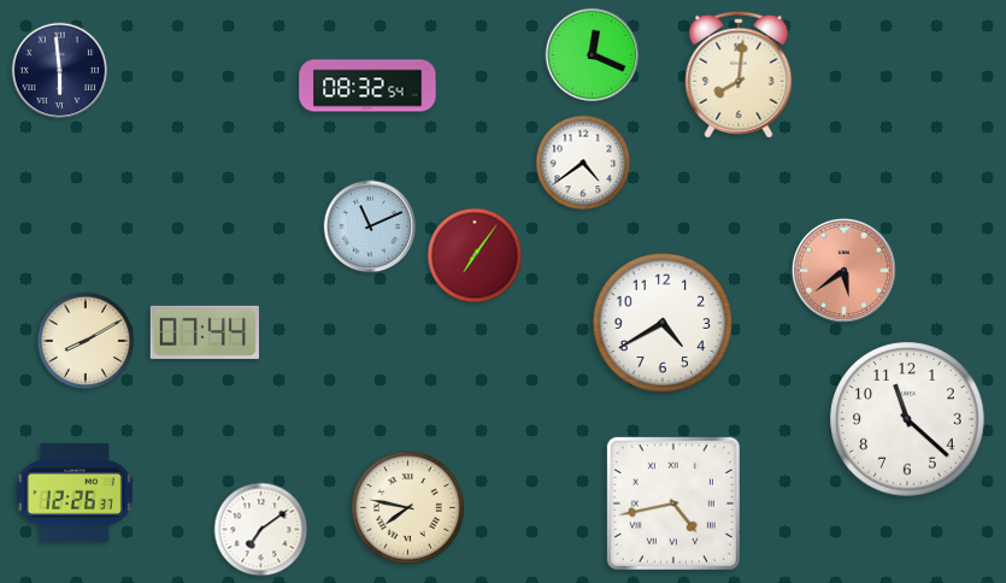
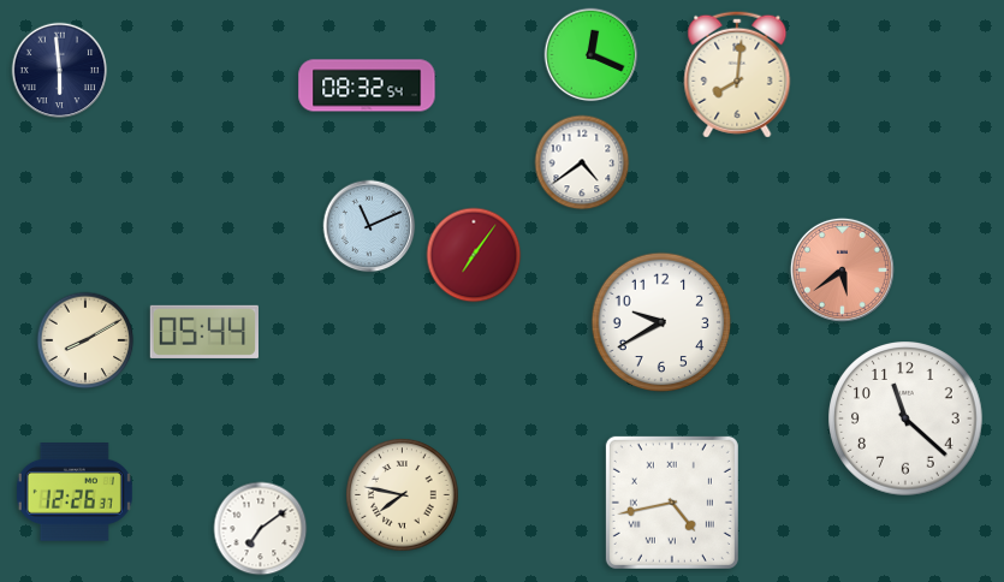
clock at (663, 323): 4:40 -> 9:40
clock at (204, 332): 07:44 -> 05:44
clock at (408, 508) position: (408, 508) -> (403, 495)
